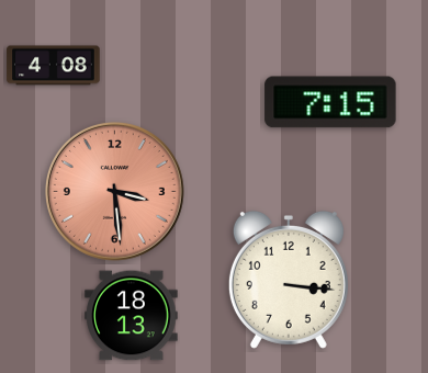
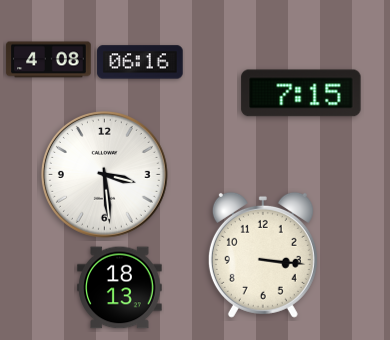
clock at (140, 62): none -> 06:16
clock at (114, 191) dial: salmon -> white
